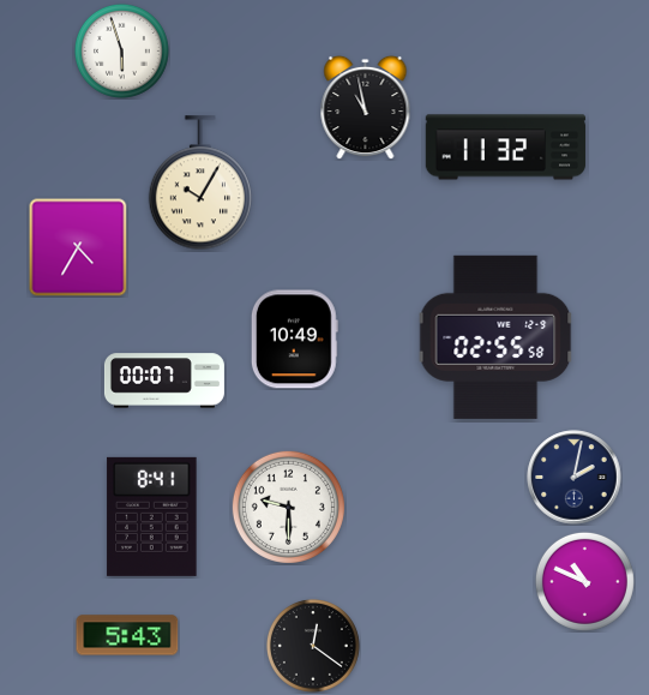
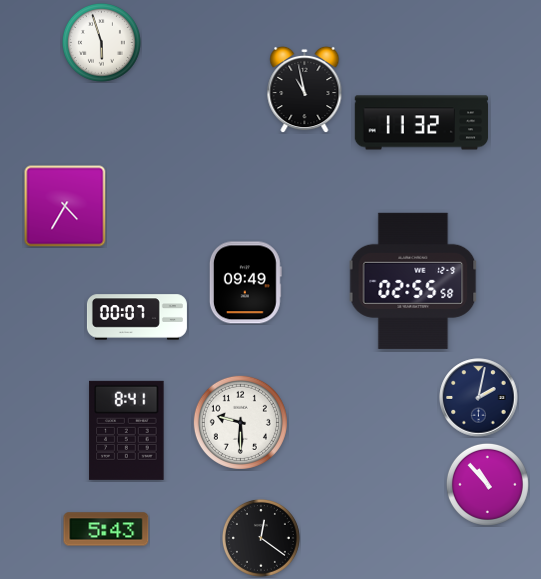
clock at (199, 184): 10:05 -> none
clock at (294, 340): 10:49 -> 09:49
clock at (584, 581): 10:49 -> 10:53
